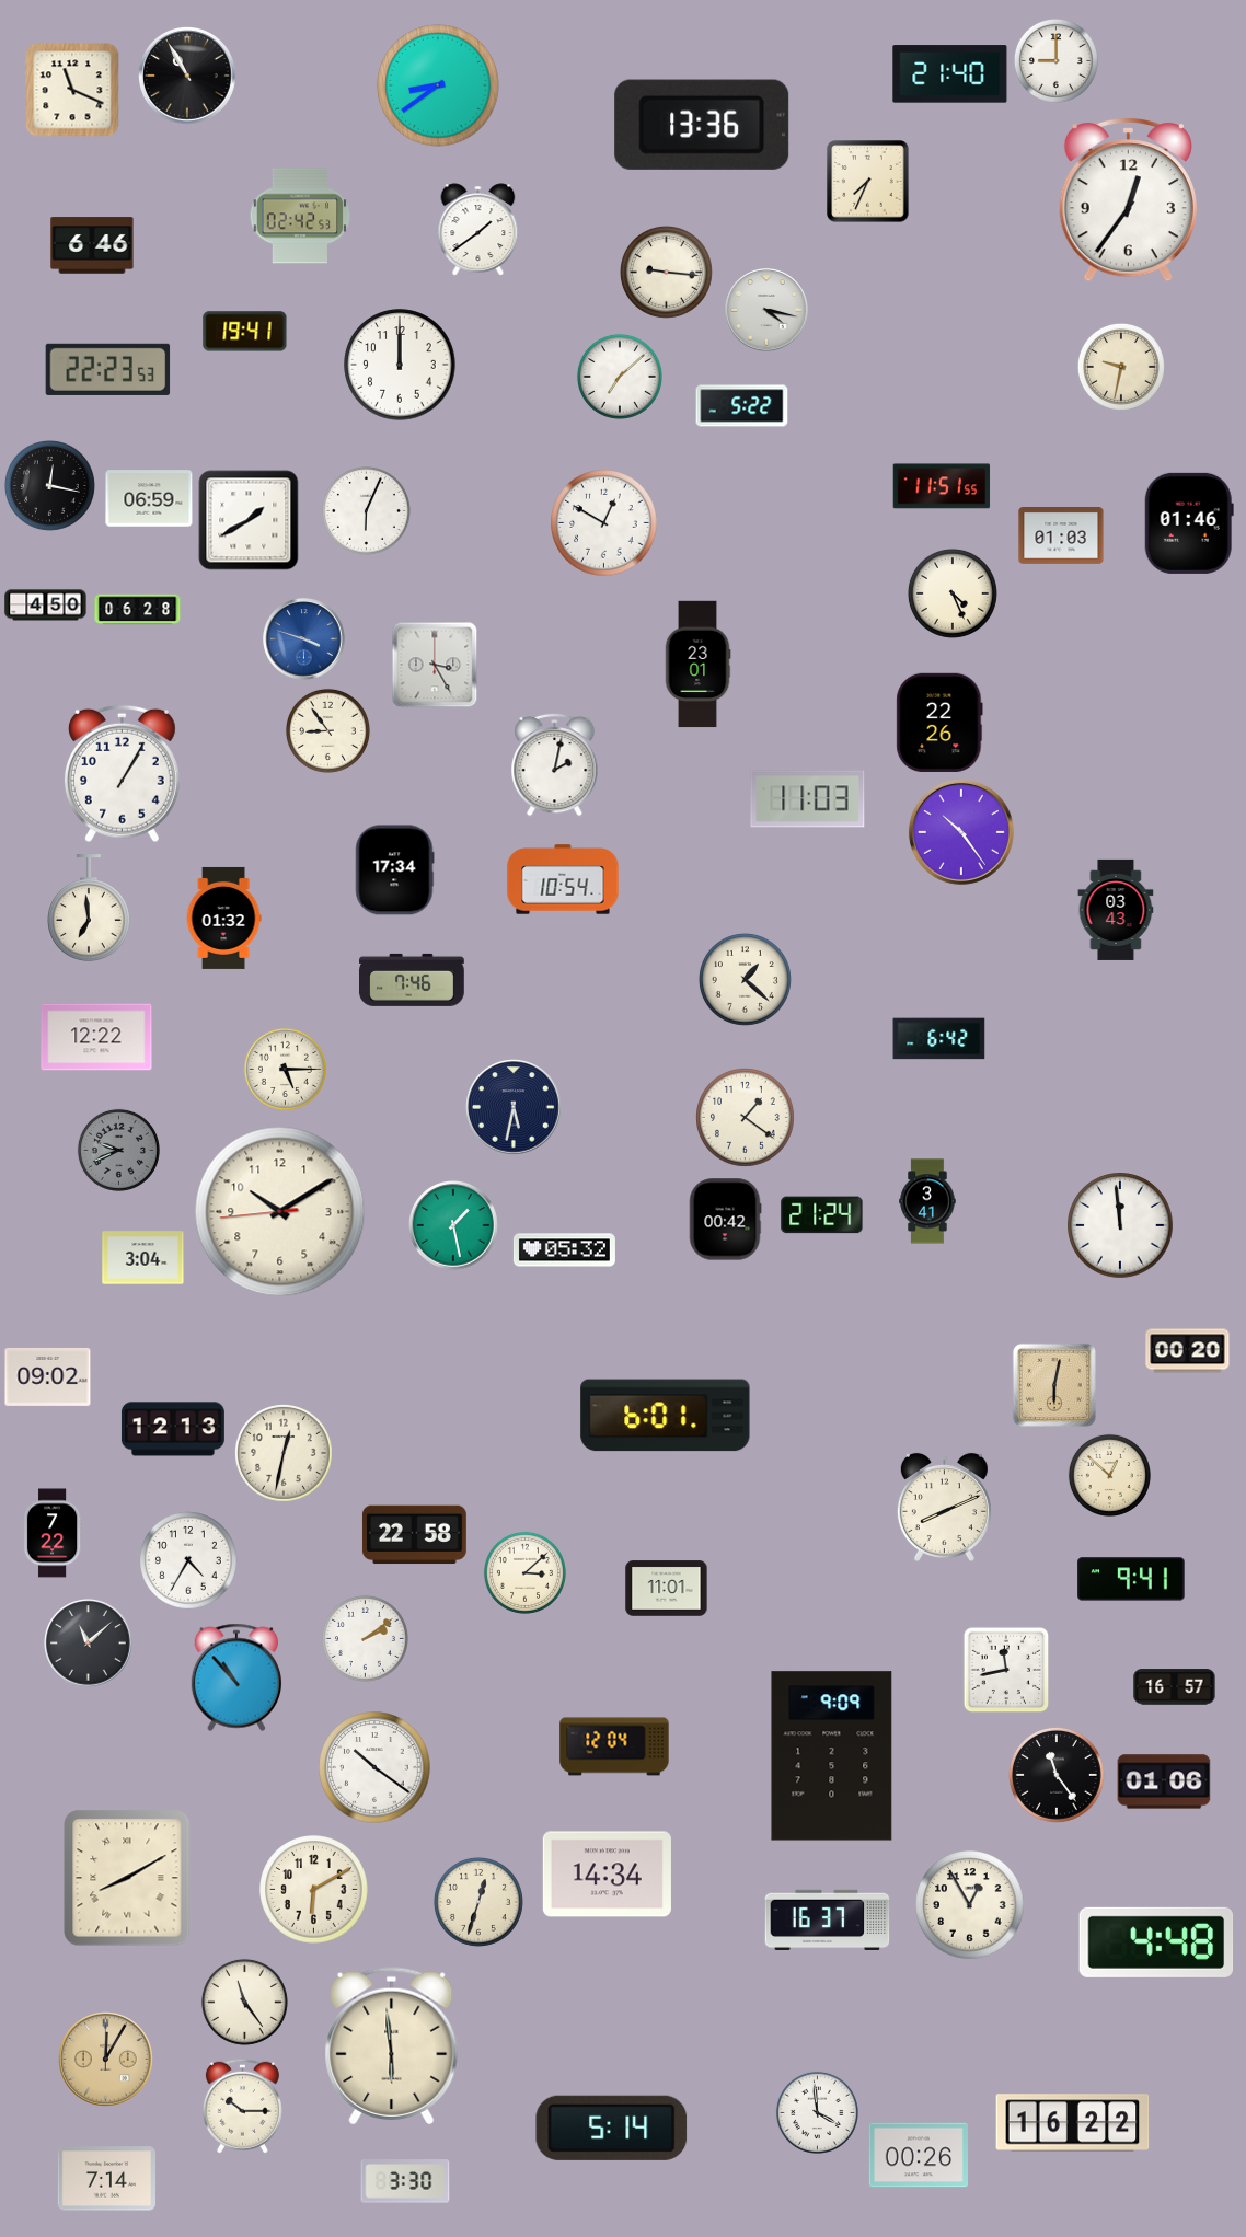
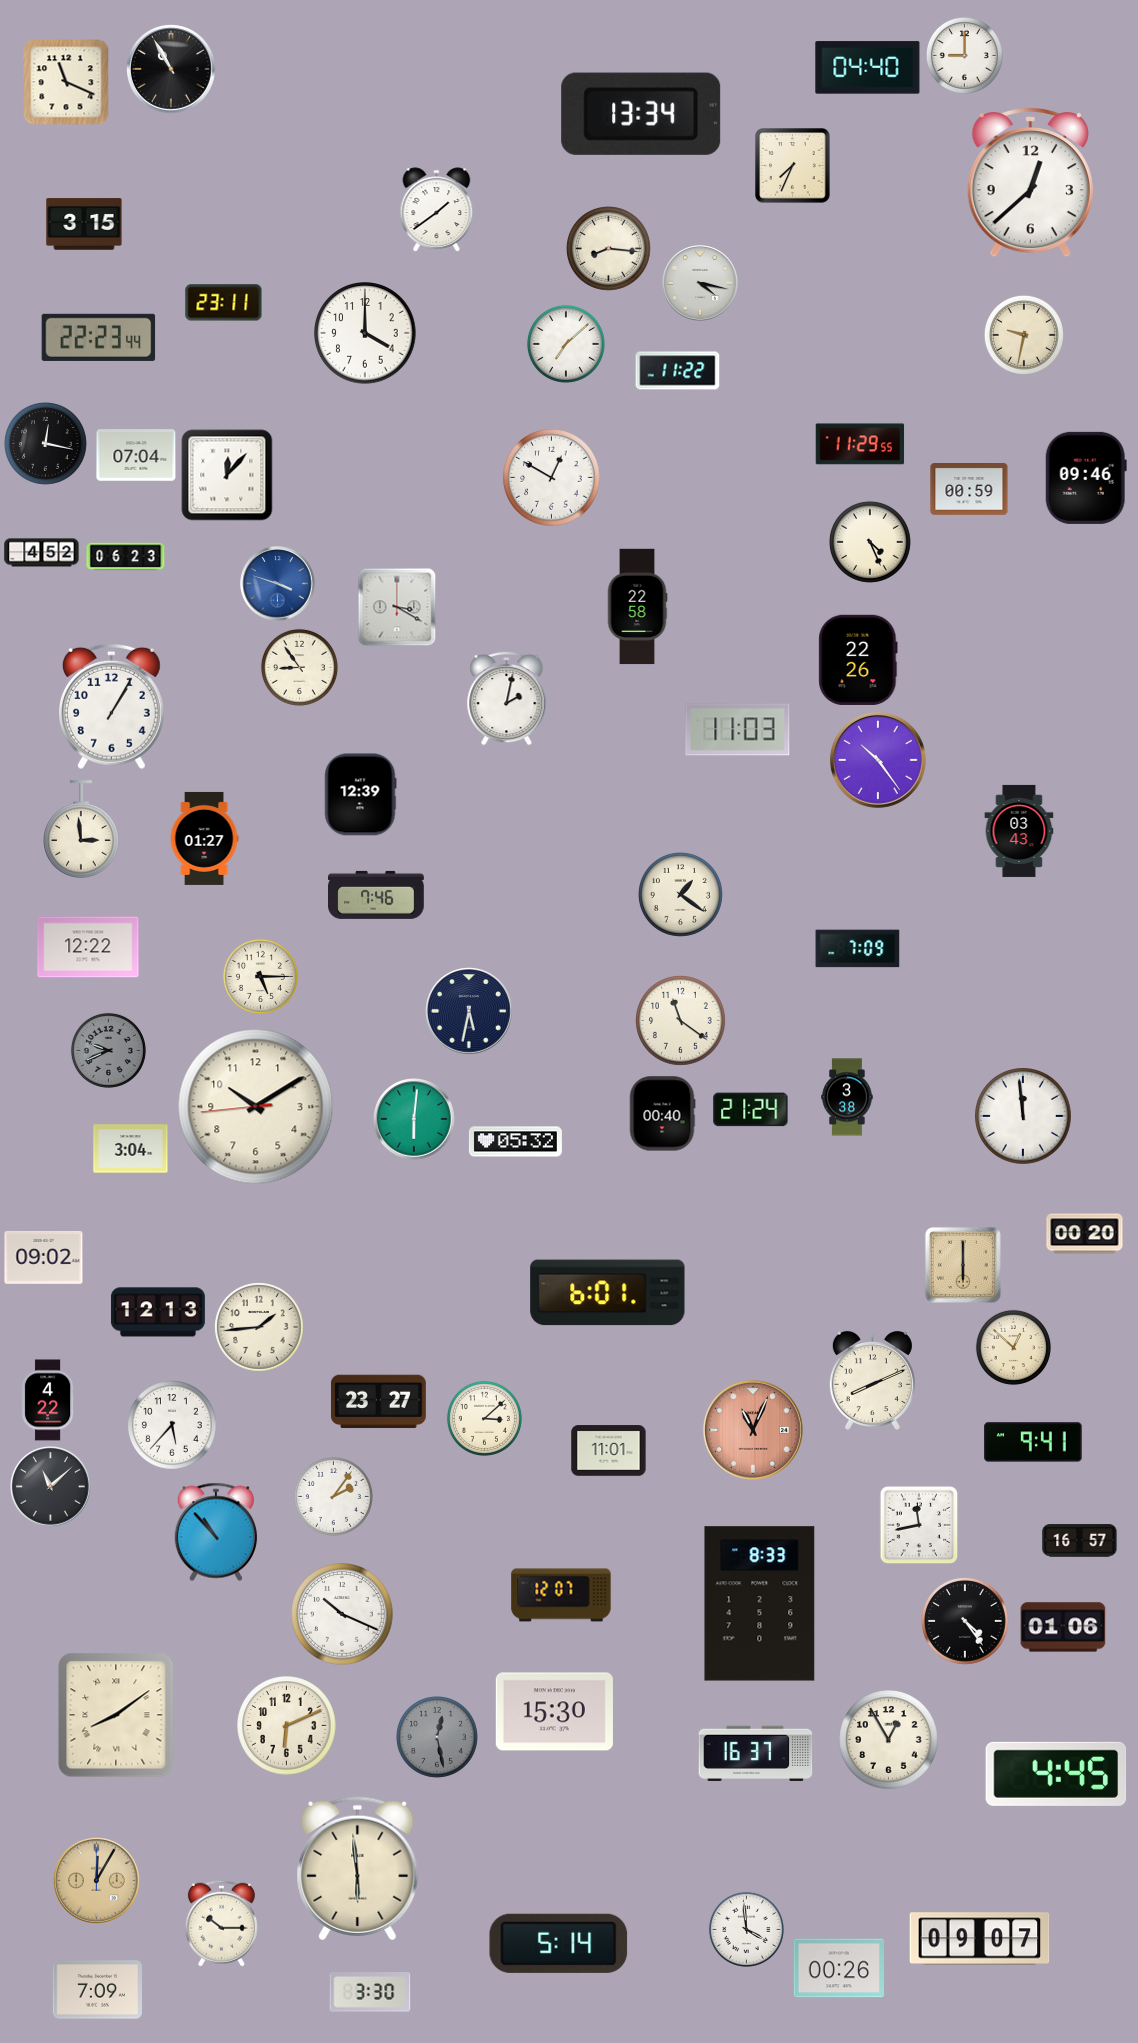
clock at (950, 74): 21:40 -> 04:40
clock at (438, 85): 8:39 -> none
clock at (702, 125): 13:36 -> 13:34
clock at (1128, 199): 12:36 -> 12:38
clock at (300, 216): 02:42 -> none
clock at (92, 245): 6:46 -> 3:15
clock at (666, 272): 9:16 -> 8:16
clock at (245, 332): 19:41 -> 23:11
clock at (400, 365): 12:00 -> 4:00
clock at (108, 369): 22:23:53 -> 22:23:44
clock at (742, 406): 5:22 -> 11:22
clock at (942, 486): 11:51 -> 11:29
clock at (149, 498): 06:59 -> 07:04
clock at (366, 510): 6:04 -> none
clock at (249, 520): 1:40 -> 12:07
clock at (1189, 523): 01:46 -> 09:46
clock at (1061, 537): 01:03 -> 00:59
clock at (46, 606): 4:50 -> 4:52
clock at (138, 610): 06:28 -> 06:23
clock at (435, 665): 3:25 -> 3:20
clock at (697, 665): 23:01 -> 22:58
clock at (394, 870): 17:34 -> 12:39
clock at (563, 879): 10:54 -> none
clock at (90, 908): 6:59 -> 2:59
clock at (223, 918): 01:32 -> 01:27
clock at (745, 979): 1:22 -> 1:21
clock at (939, 1039): 6:42 -> 7:09
clock at (746, 1118): 1:21 -> 11:21
clock at (927, 1201): 3:41 -> 3:38
clock at (725, 1220): 00:42 -> 00:40
clock at (453, 1225): 1:28 -> 6:01
clock at (1120, 1225) position: (1120, 1225) -> (1023, 1116)
clock at (1054, 1385): 6:02 -> 6:00
clock at (173, 1429) position: (173, 1429) -> (158, 1312)
clock at (285, 1454): 12:32 -> 1:44
clock at (944, 1507) position: (944, 1507) -> (872, 1380)
clock at (53, 1533): 7:22 -> 4:22
clock at (414, 1535): 22:58 -> 23:27
clock at (189, 1561): 4:35 -> 5:37
clock at (753, 1430): none -> 11:04
clock at (524, 1572) position: (524, 1572) -> (484, 1418)
clock at (365, 1638): 2:09 -> 2:06
clock at (89, 1644) position: (89, 1644) -> (51, 1487)
clock at (1175, 1687) position: (1175, 1687) -> (1080, 1541)
clock at (614, 1746): 12:04 -> 12:07
clock at (832, 1756): 9:09 -> 8:33
clock at (374, 1767): 10:21 -> 10:19
clock at (1058, 1776): 11:24 -> 4:24
clock at (607, 1875): 14:34 -> 15:30
clock at (127, 1878): 8:10 -> 8:09
clock at (314, 1890): 6:10 -> 6:11
clock at (478, 1902): 12:33 -> 12:28
clock at (478, 1902) dial: cream -> grey
clock at (970, 1905) position: (970, 1905) -> (889, 1740)
clock at (1156, 1942): 4:48 -> 4:45
clock at (244, 2002): 11:24 -> none
clock at (1073, 2123): 16:22 -> 09:07
clock at (107, 2179): 7:14 -> 7:09
